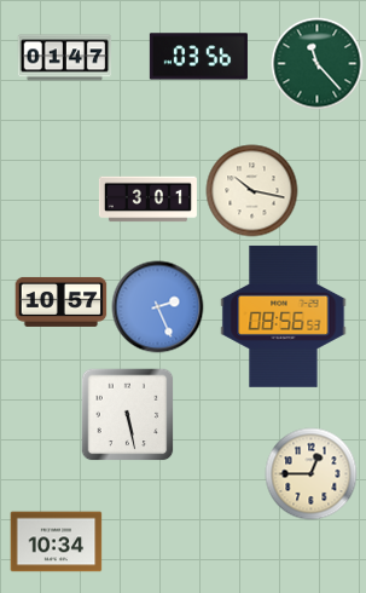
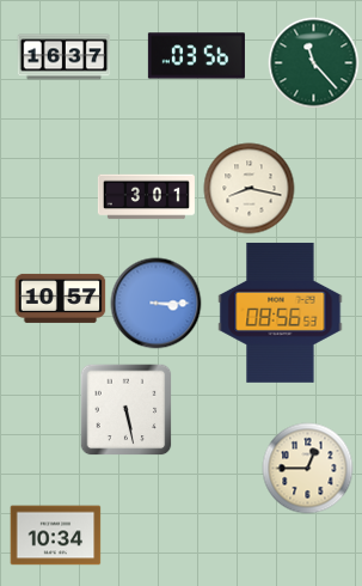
clock at (65, 58): 01:47 -> 16:37
clock at (252, 191): 10:17 -> 8:17
clock at (158, 307): 2:26 -> 3:15
